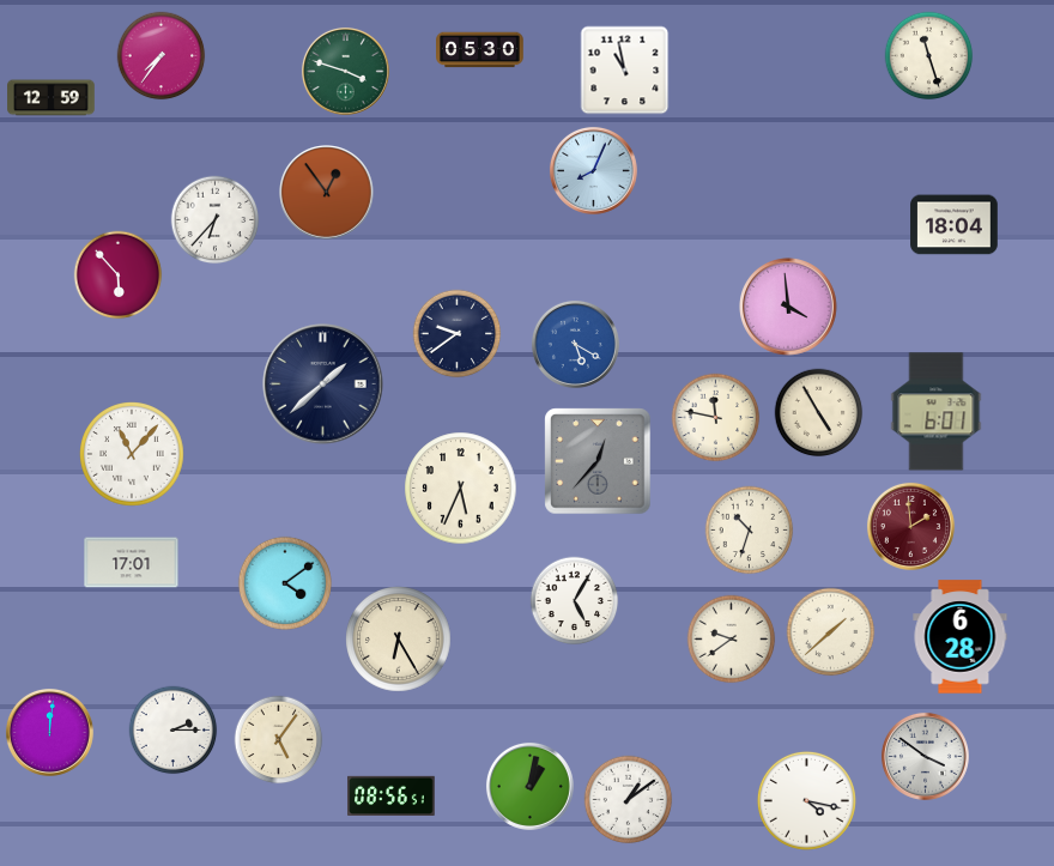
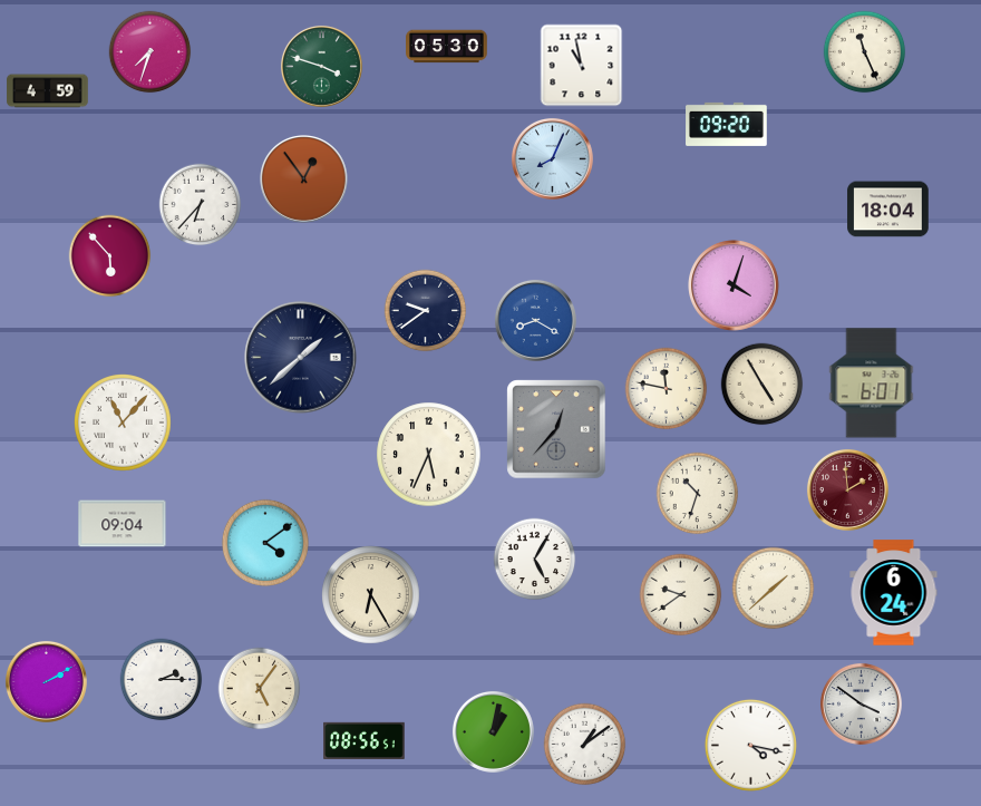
clock at (162, 56): 7:36 -> 7:33
clock at (929, 56): 11:27 -> 11:26
clock at (52, 98): 12:59 -> 4:59
clock at (727, 124): none -> 09:20
clock at (789, 308): 3:59 -> 4:03
clock at (575, 344): 5:20 -> 8:20
clock at (132, 563): 17:01 -> 09:04
clock at (961, 637): 6:28 -> 6:24
clock at (49, 732): 12:01 -> 2:10
